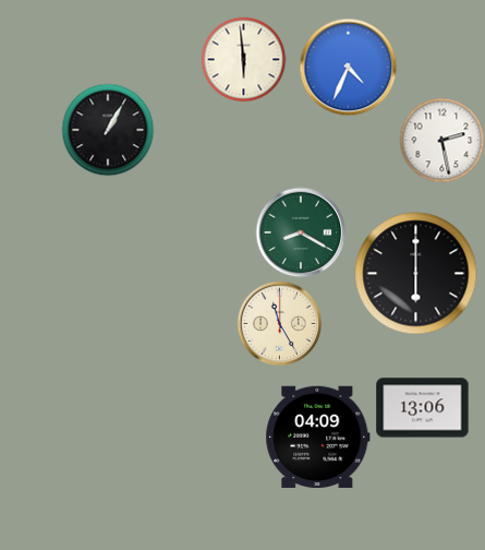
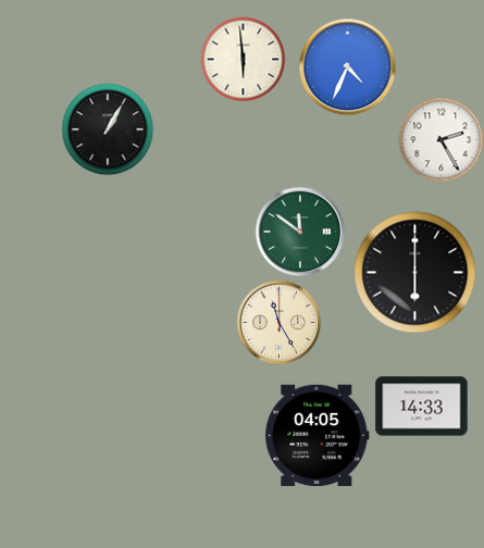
clock at (441, 140): 2:28 -> 2:25
clock at (301, 232): 8:20 -> 11:51
clock at (423, 408): 13:06 -> 14:33
clock at (318, 437): 04:09 -> 04:05
